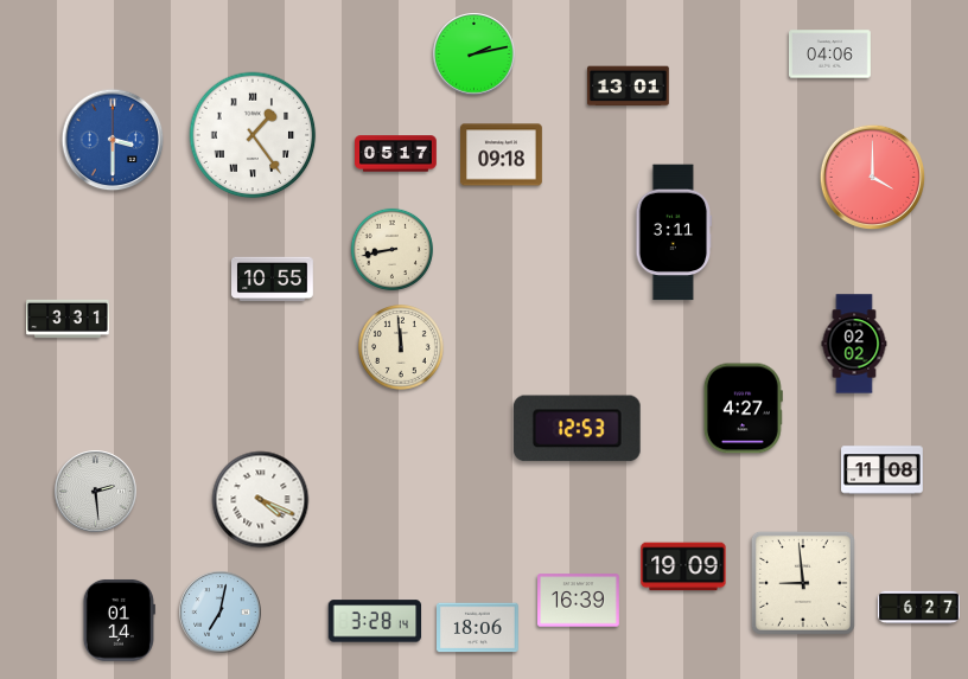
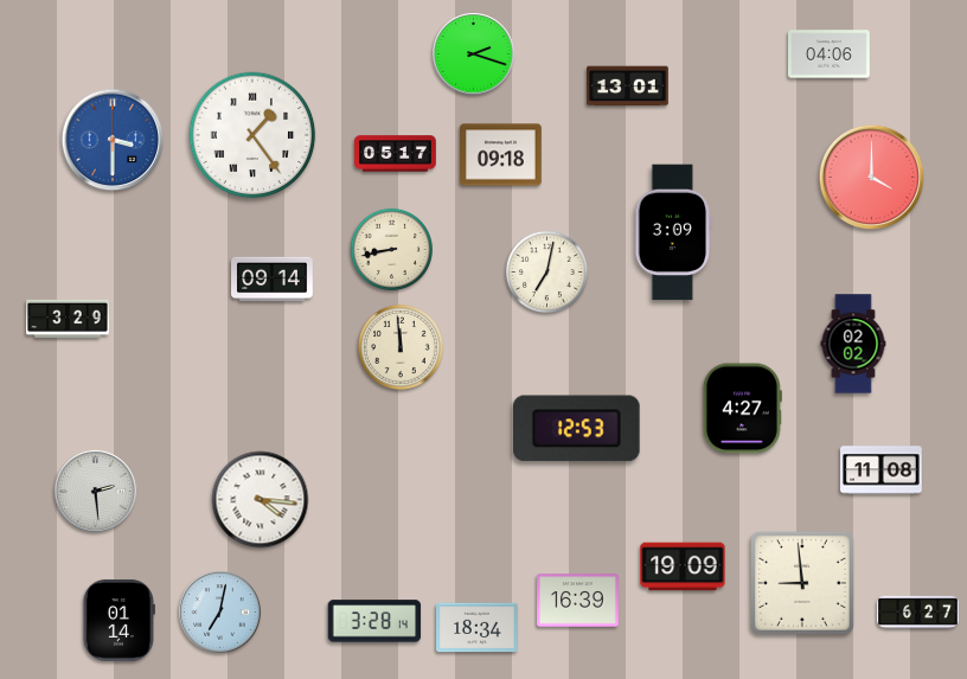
clock at (475, 55): 2:13 -> 2:18
clock at (674, 232): 3:11 -> 3:09
clock at (546, 271): none -> 7:02
clock at (273, 280): 10:55 -> 09:14
clock at (68, 319): 3:31 -> 3:29
clock at (261, 500): 4:19 -> 4:16
clock at (919, 607) position: (919, 607) -> (918, 611)
clock at (478, 628): 18:06 -> 18:34
